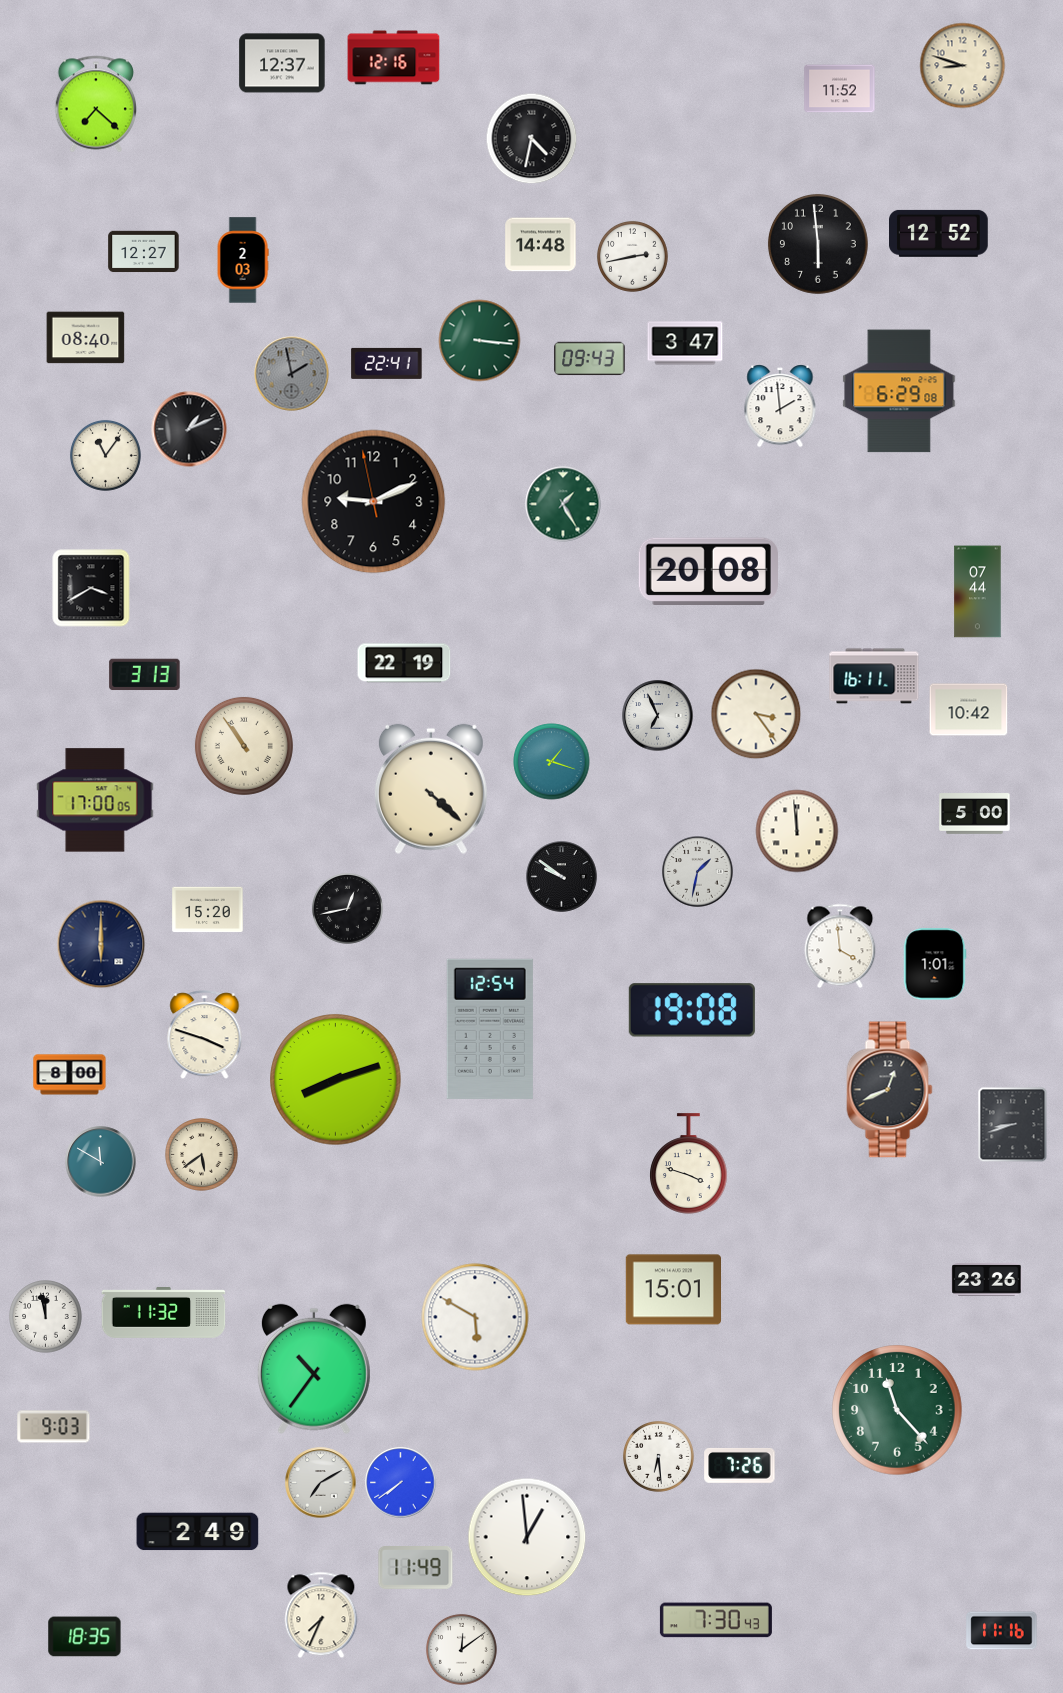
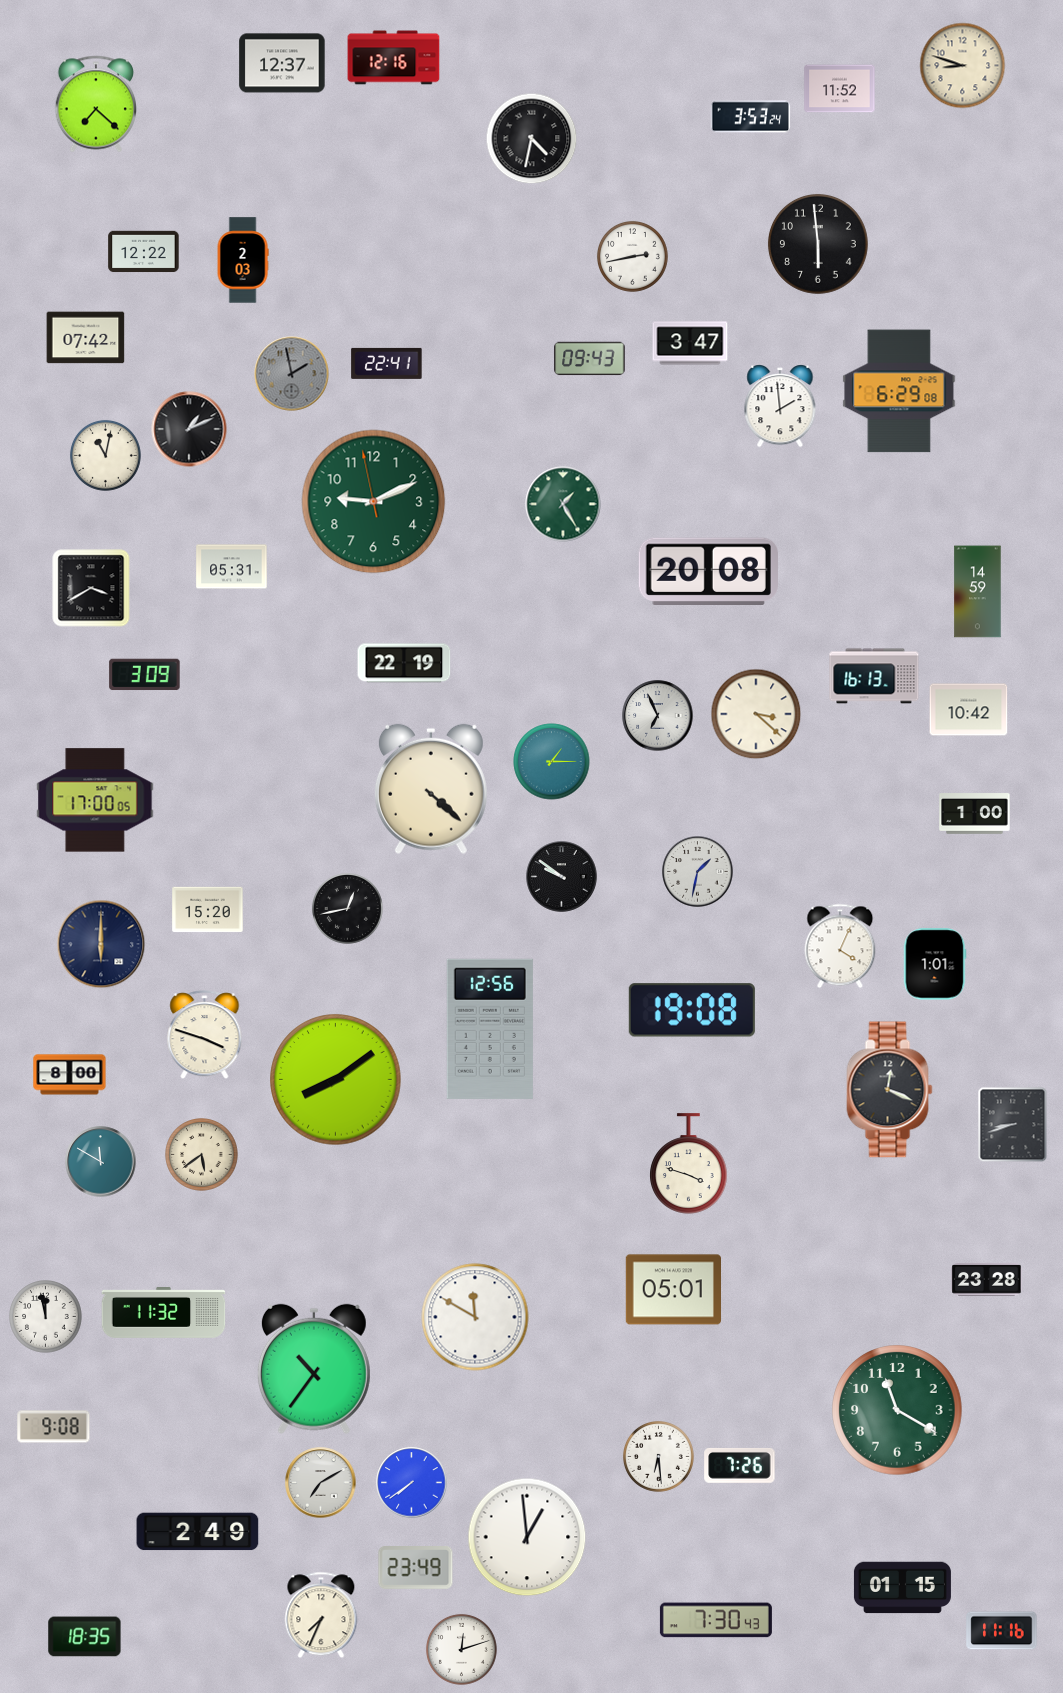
clock at (751, 117): none -> 3:53
clock at (939, 233): 12:52 -> none
clock at (541, 245): 14:48 -> none
clock at (144, 252): 12:27 -> 12:22
clock at (86, 338): 08:40 -> 07:42
clock at (480, 341): 3:16 -> none
clock at (685, 343) position: (685, 343) -> (690, 343)
clock at (105, 455): 11:06 -> 11:02
clock at (374, 502) dial: black -> green
clock at (232, 567): none -> 05:31
clock at (978, 592): 07:44 -> 14:59
clock at (145, 675): 3:13 -> 3:09
clock at (874, 676): 16:11 -> 16:13
clock at (756, 714): 3:24 -> 3:22
clock at (244, 746): 10:54 -> none
clock at (552, 762): 1:18 -> 1:15
clock at (975, 814): 5:00 -> 1:00
clock at (797, 831): 11:59 -> none
clock at (840, 946): 3:59 -> 4:04
clock at (490, 1029): 12:54 -> 12:56
clock at (336, 1080): 8:12 -> 8:09
clock at (890, 1090): 12:41 -> 12:19
clock at (987, 1280): 23:26 -> 23:28
clock at (673, 1290): 15:01 -> 05:01
clock at (475, 1317): 5:50 -> 11:50
clock at (897, 1410): 11:23 -> 11:20
clock at (54, 1427): 9:03 -> 9:08
clock at (401, 1483) position: (401, 1483) -> (412, 1483)
clock at (416, 1568): 11:49 -> 23:49
clock at (902, 1588): none -> 01:15
clock at (461, 1649): 12:09 -> 12:12
